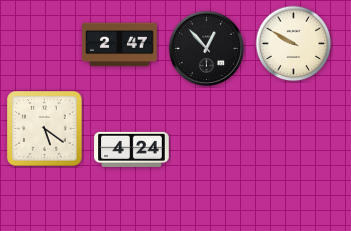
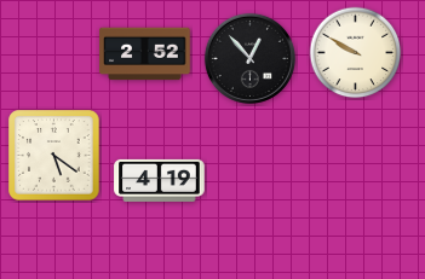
clock at (120, 45): 2:47 -> 2:52
clock at (132, 149): 4:24 -> 4:19
